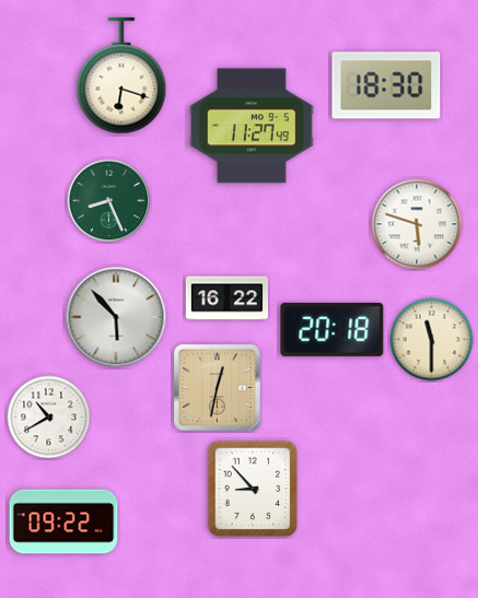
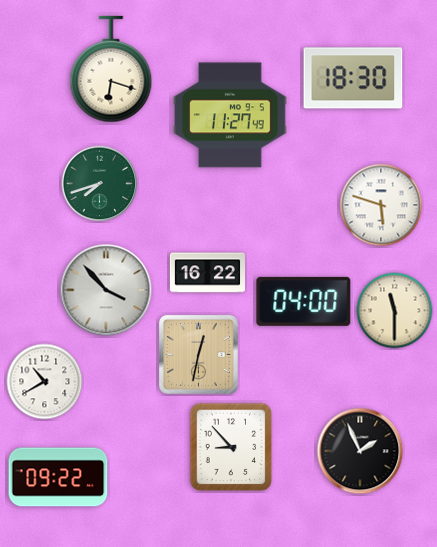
clock at (109, 201): 8:26 -> 7:42
clock at (116, 317): 5:53 -> 3:53
clock at (333, 329): 20:18 -> 04:00
clock at (360, 451): none -> 1:56
